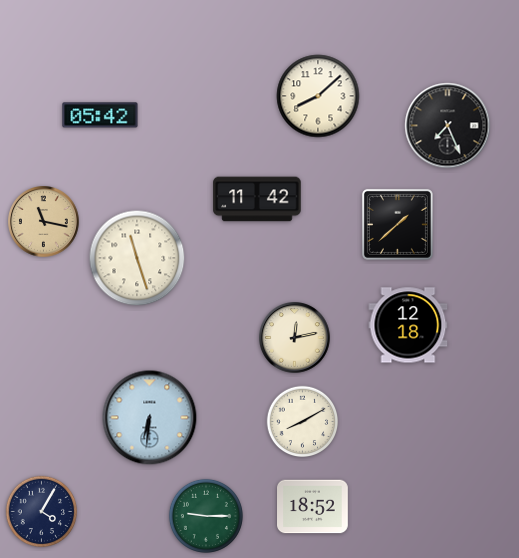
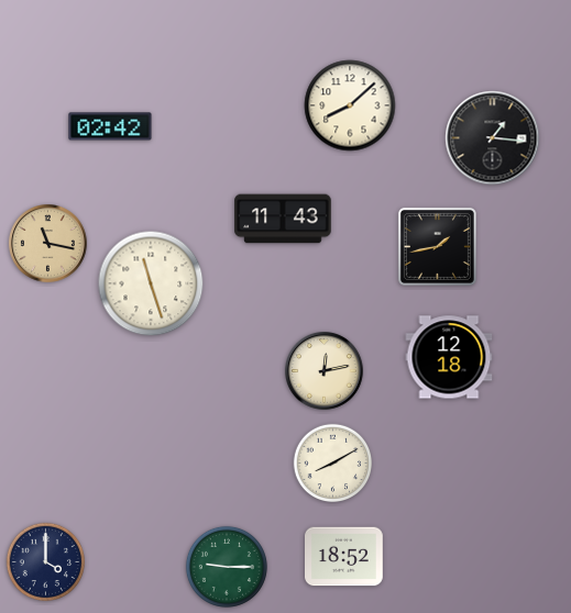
clock at (100, 115): 05:42 -> 02:42
clock at (448, 126): 7:26 -> 1:16
clock at (257, 199): 11:42 -> 11:43
clock at (397, 224): 1:38 -> 1:43
clock at (150, 418): 6:31 -> none
clock at (42, 512): 4:05 -> 4:00
